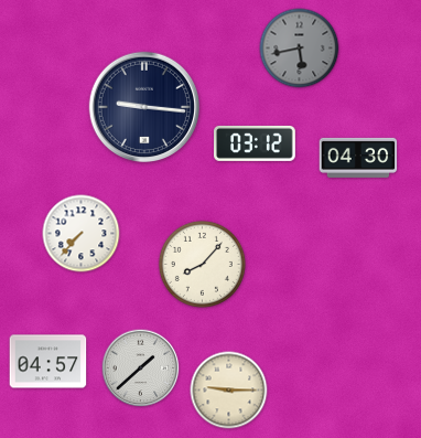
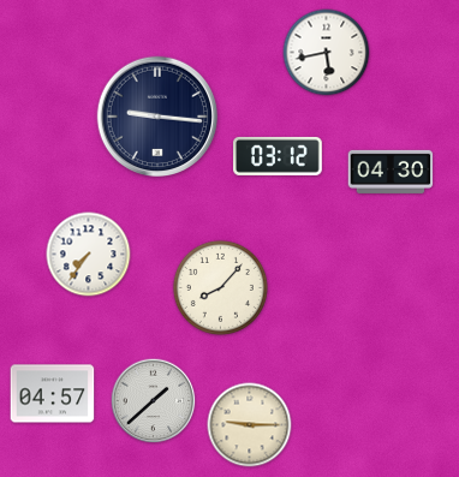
clock at (300, 49) dial: grey -> white
clock at (82, 234): 7:37 -> 7:36
